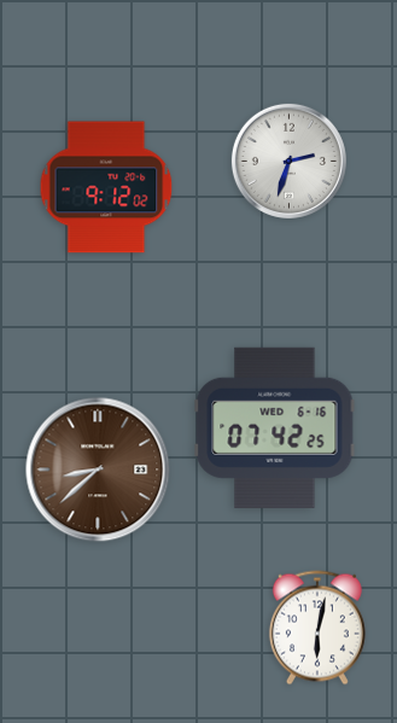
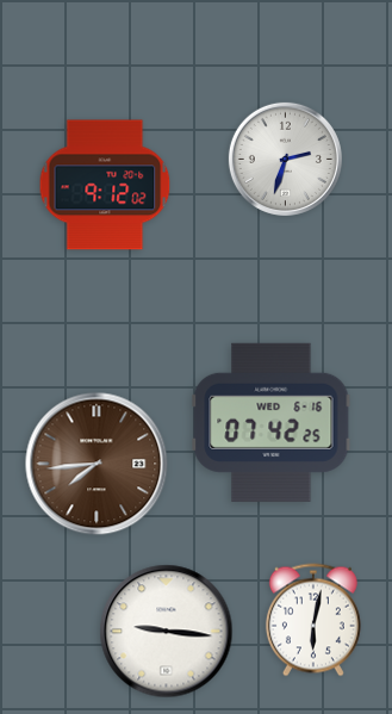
clock at (98, 470): 8:38 -> 7:44
clock at (167, 632): none -> 9:16
